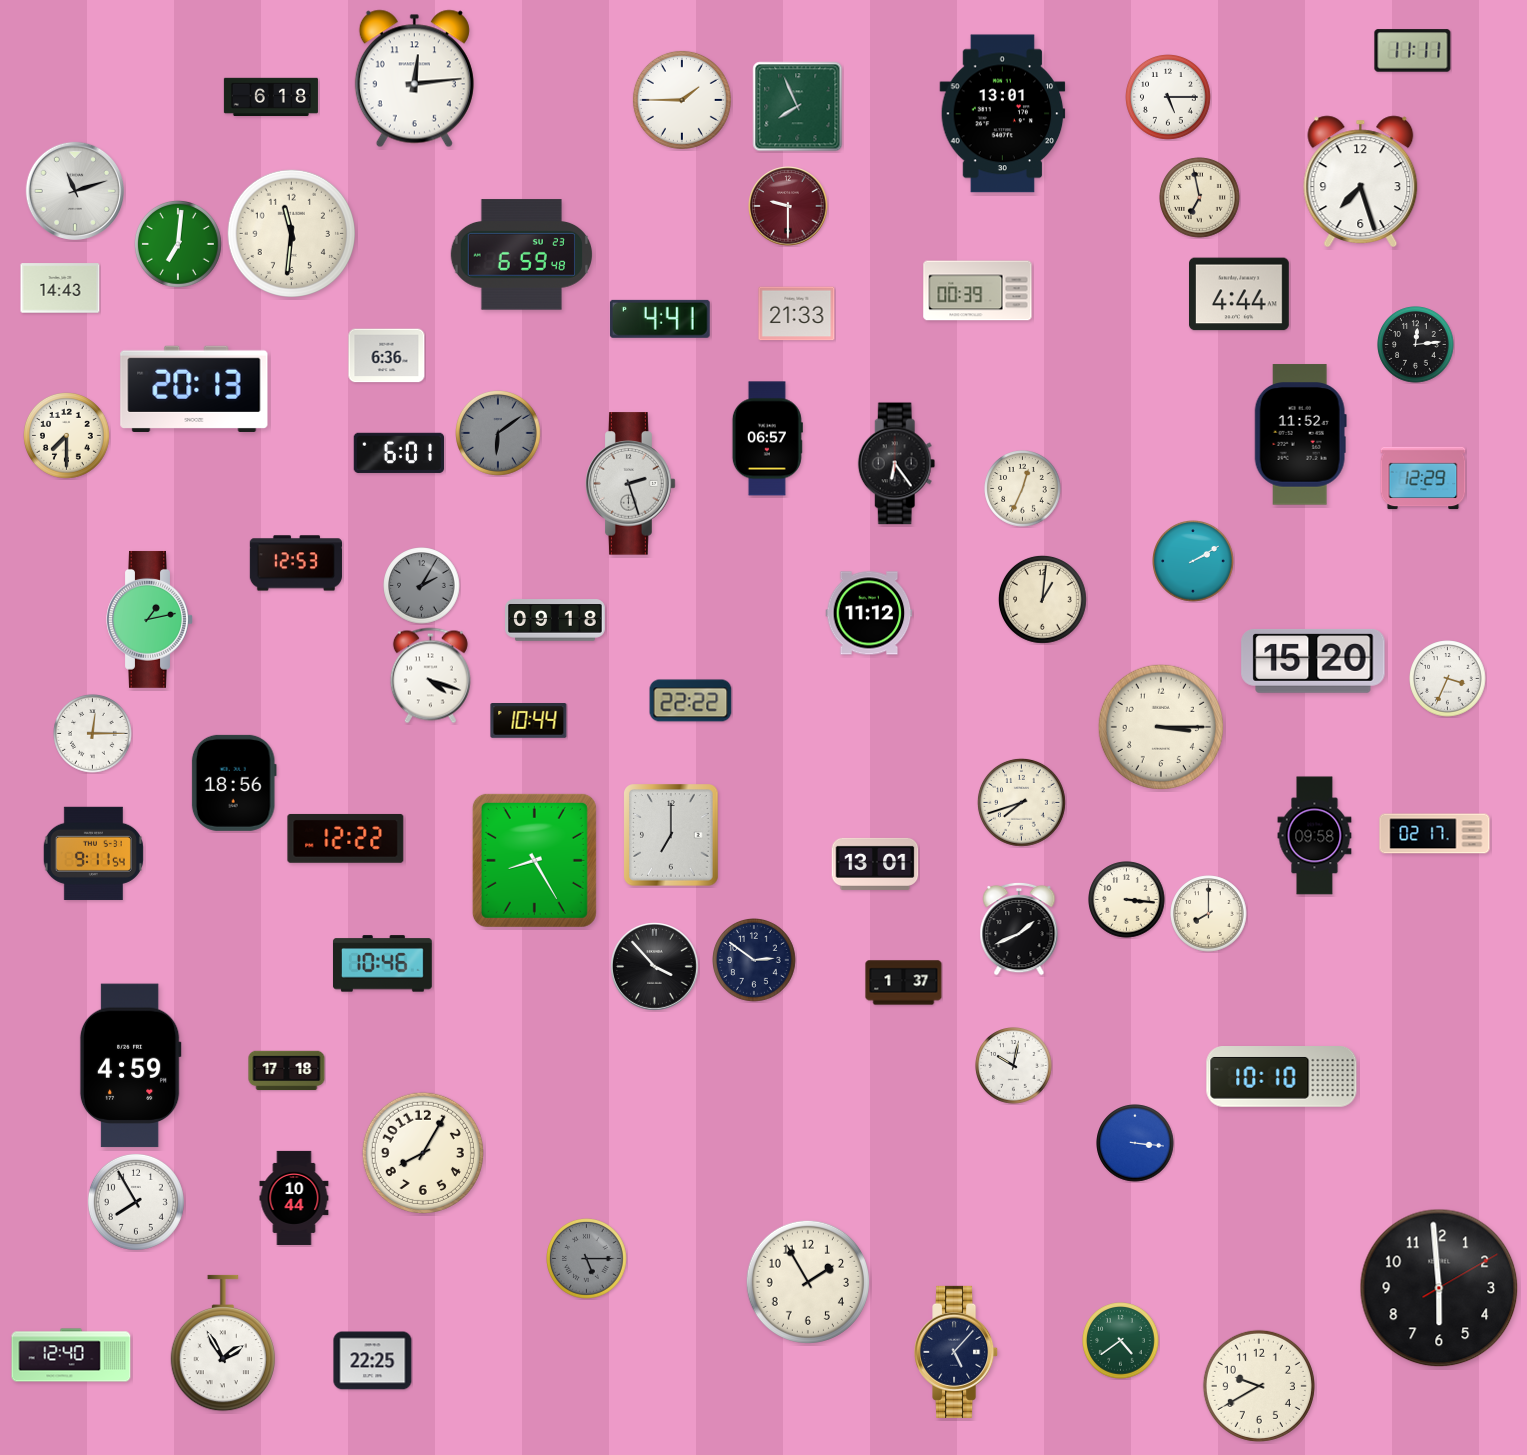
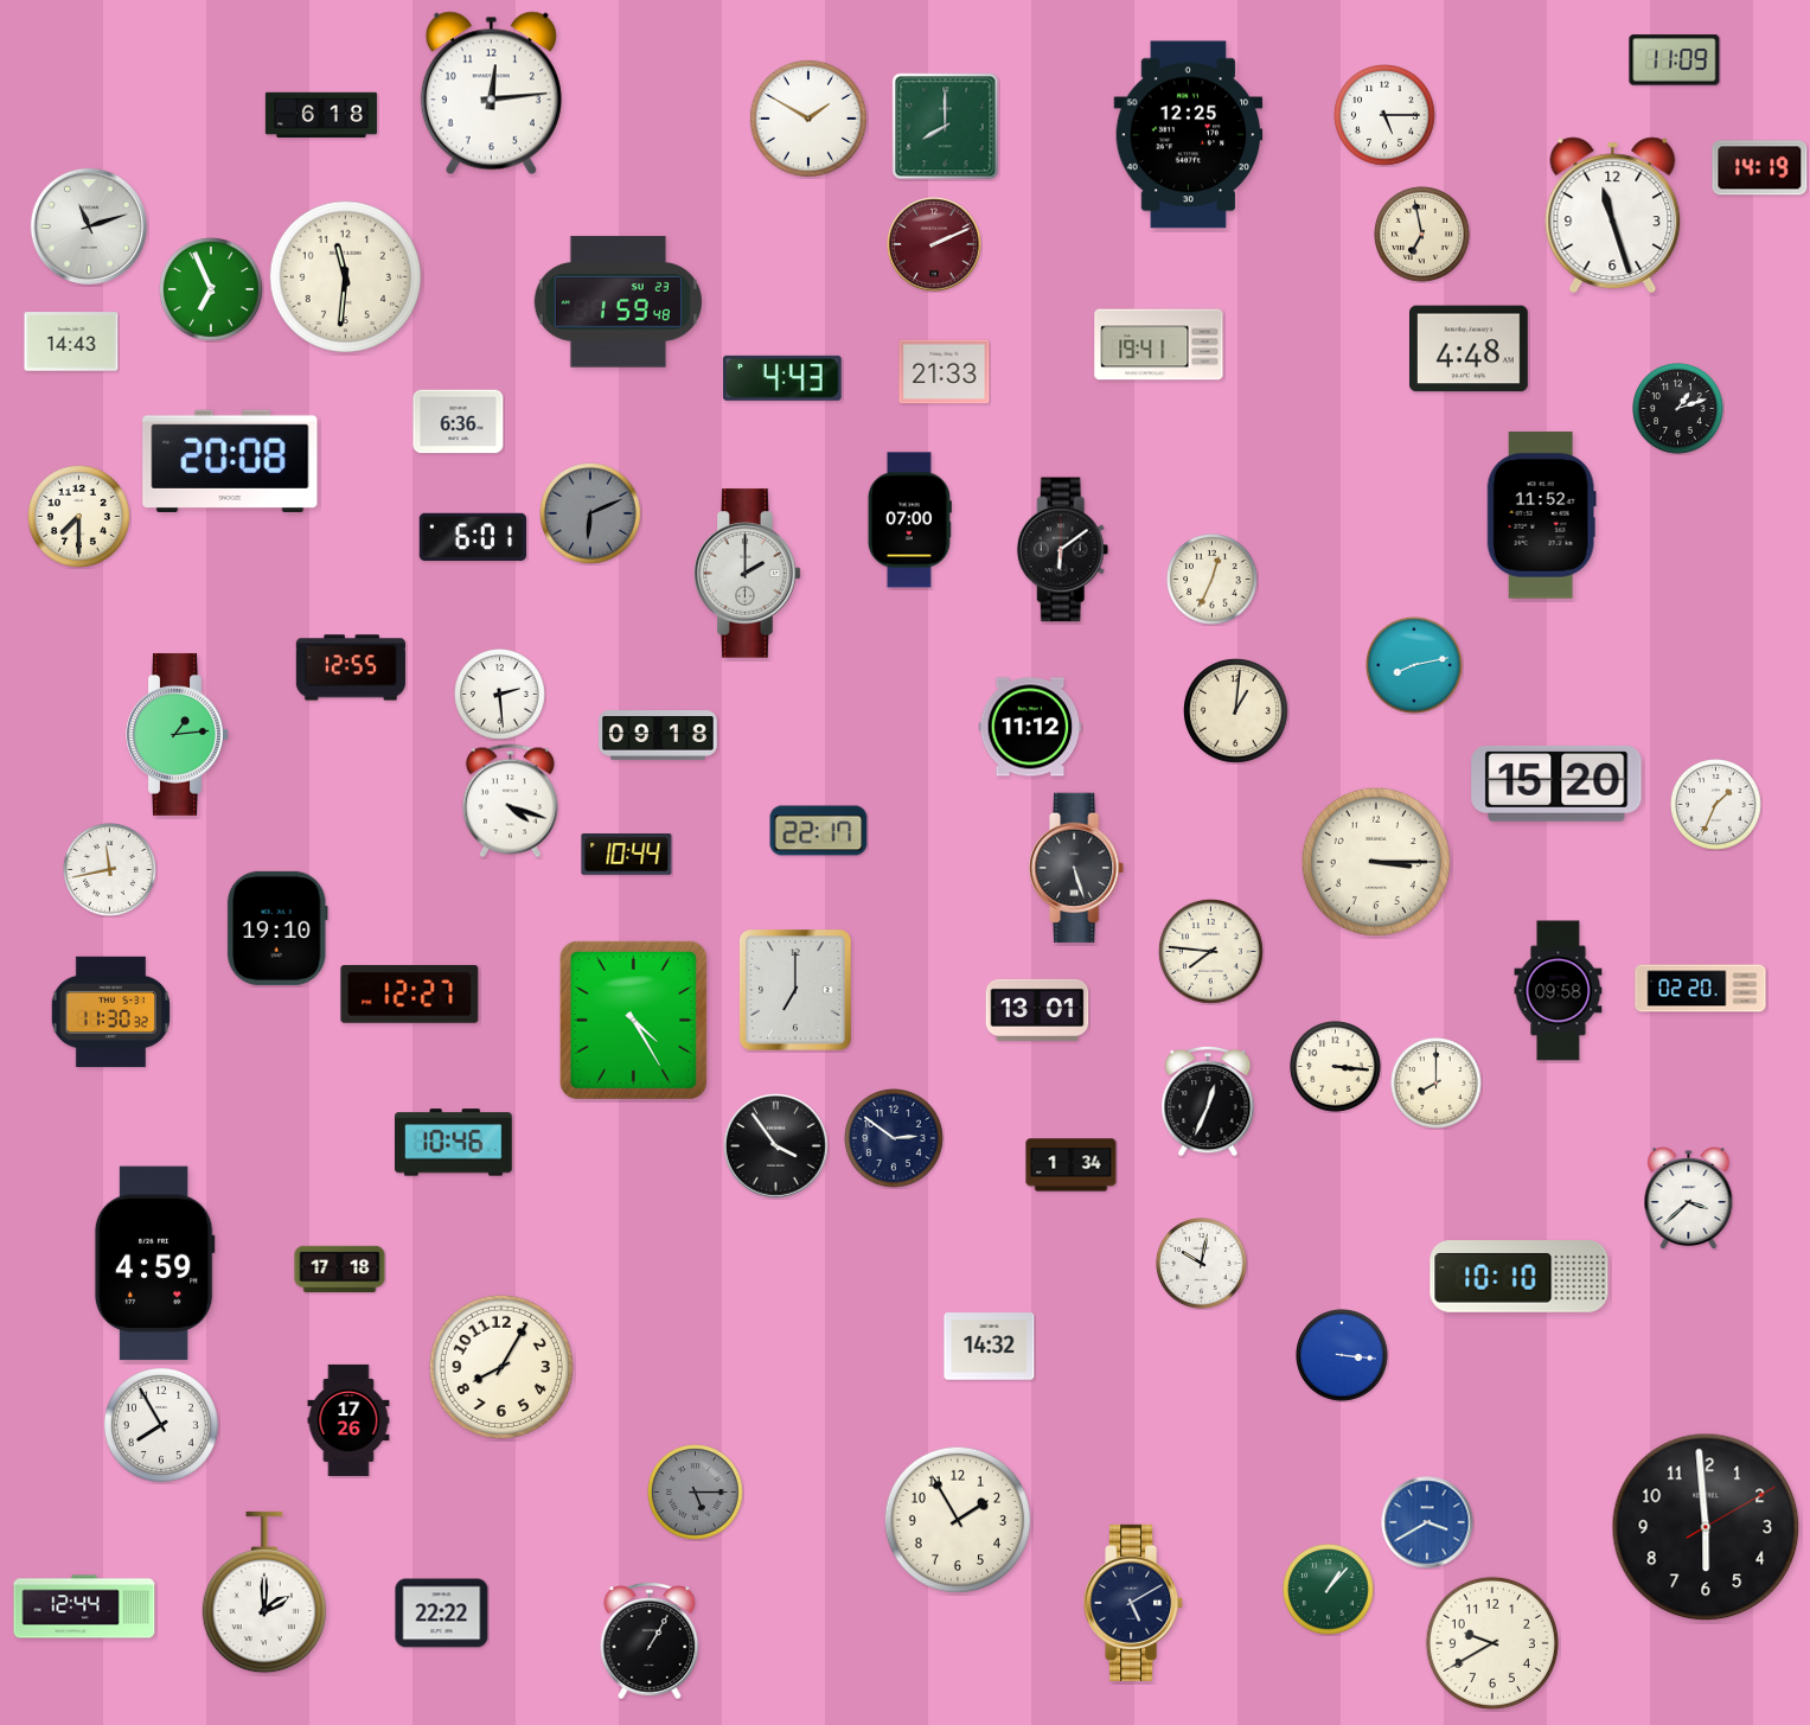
clock at (1413, 51): 11:11 -> 11:09
clock at (682, 100): 1:45 -> 1:50
clock at (798, 107): 7:56 -> 8:00
clock at (1003, 114): 13:01 -> 12:25
clock at (1760, 168): none -> 14:19
clock at (1361, 181): 7:27 -> 11:27
clock at (788, 206): 9:30 -> 2:11
clock at (178, 244): 7:01 -> 6:56
clock at (521, 255): 6:59 -> 1:59
clock at (978, 291): 00:39 -> 19:41
clock at (1240, 294): 4:44 -> 4:48
clock at (660, 319): 4:41 -> 4:43
clock at (1416, 345): 12:14 -> 1:12
clock at (194, 389): 20:13 -> 20:08
clock at (499, 434): 6:09 -> 6:11
clock at (767, 439): 06:57 -> 07:00
clock at (897, 464): 6:24 -> 6:09
clock at (1423, 478): 12:29 -> none
clock at (631, 484): 2:27 -> 2:00
clock at (1193, 561): 2:10 -> 8:13
clock at (295, 563): 12:53 -> 12:55
clock at (422, 586): 2:05 -> 2:29
clock at (422, 586) dial: grey -> white
clock at (150, 619): 1:13 -> 1:14
clock at (1448, 679): 3:34 -> 1:34
clock at (691, 701): 22:22 -> 22:17
clock at (1077, 868): none -> 5:27
clock at (93, 734): 12:15 -> 11:43
clock at (234, 783): 18:56 -> 19:10
clock at (1021, 802): 7:42 -> 7:46
clock at (1435, 834): 02:17 -> 02:20
clock at (346, 838): 12:22 -> 12:27
clock at (93, 853): 9:11 -> 11:30
clock at (534, 860): 8:25 -> 4:25
clock at (875, 864) position: (875, 864) -> (1037, 1010)
clock at (1209, 914) position: (1209, 914) -> (1437, 1084)
clock at (1019, 929): 1:41 -> 12:34
clock at (655, 967): 3:53 -> 3:54
clock at (904, 983): 1:37 -> 1:34
clock at (1689, 1199): none -> 3:38
clock at (990, 1347): none -> 14:32
clock at (1135, 1143) position: (1135, 1143) -> (1342, 1355)
clock at (294, 1198): 10:44 -> 17:26
clock at (1427, 1522): none -> 3:40
clock at (1121, 1341): 4:39 -> 1:07
clock at (223, 1343): 1:55 -> 2:00
clock at (957, 1352): 5:07 -> 5:10
clock at (71, 1355): 12:40 -> 12:44
clock at (373, 1361): 22:25 -> 22:22
clock at (650, 1641): none -> 1:05
